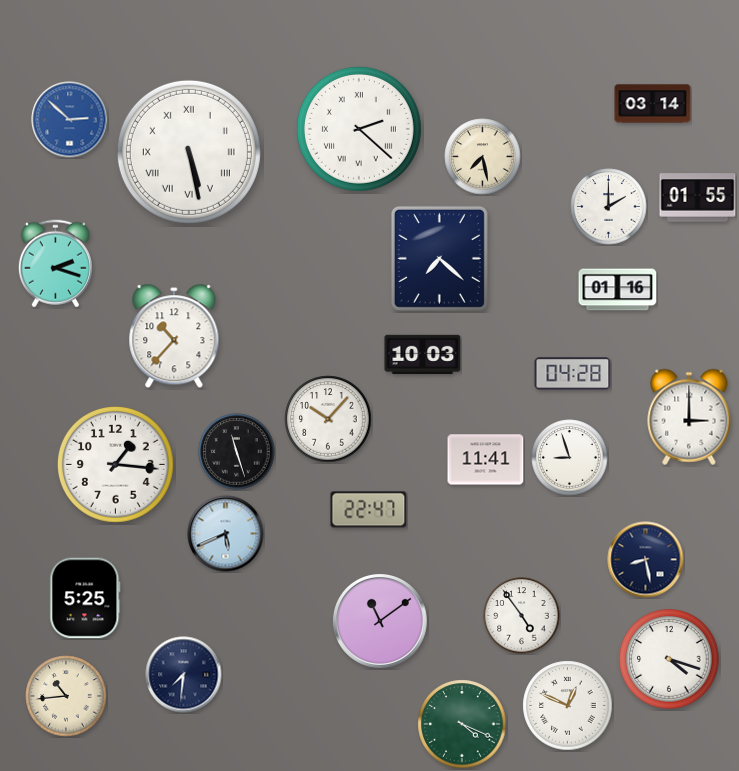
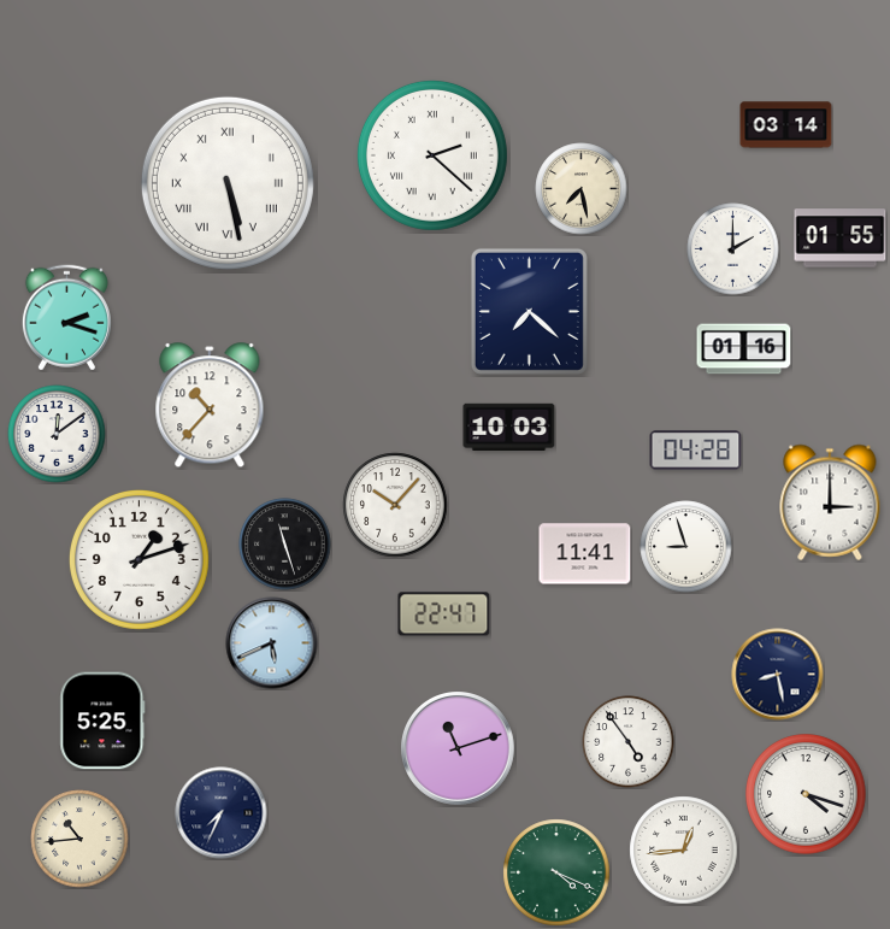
clock at (70, 120): 2:52 -> none
clock at (57, 434): none -> 12:09
clock at (573, 374) position: (573, 374) -> (696, 451)
clock at (570, 458) position: (570, 458) -> (686, 547)
clock at (115, 464): 1:16 -> 1:12
clock at (381, 622): 11:09 -> 11:12
clock at (184, 675): 7:31 -> 7:34
clock at (568, 706): 12:49 -> 12:44
